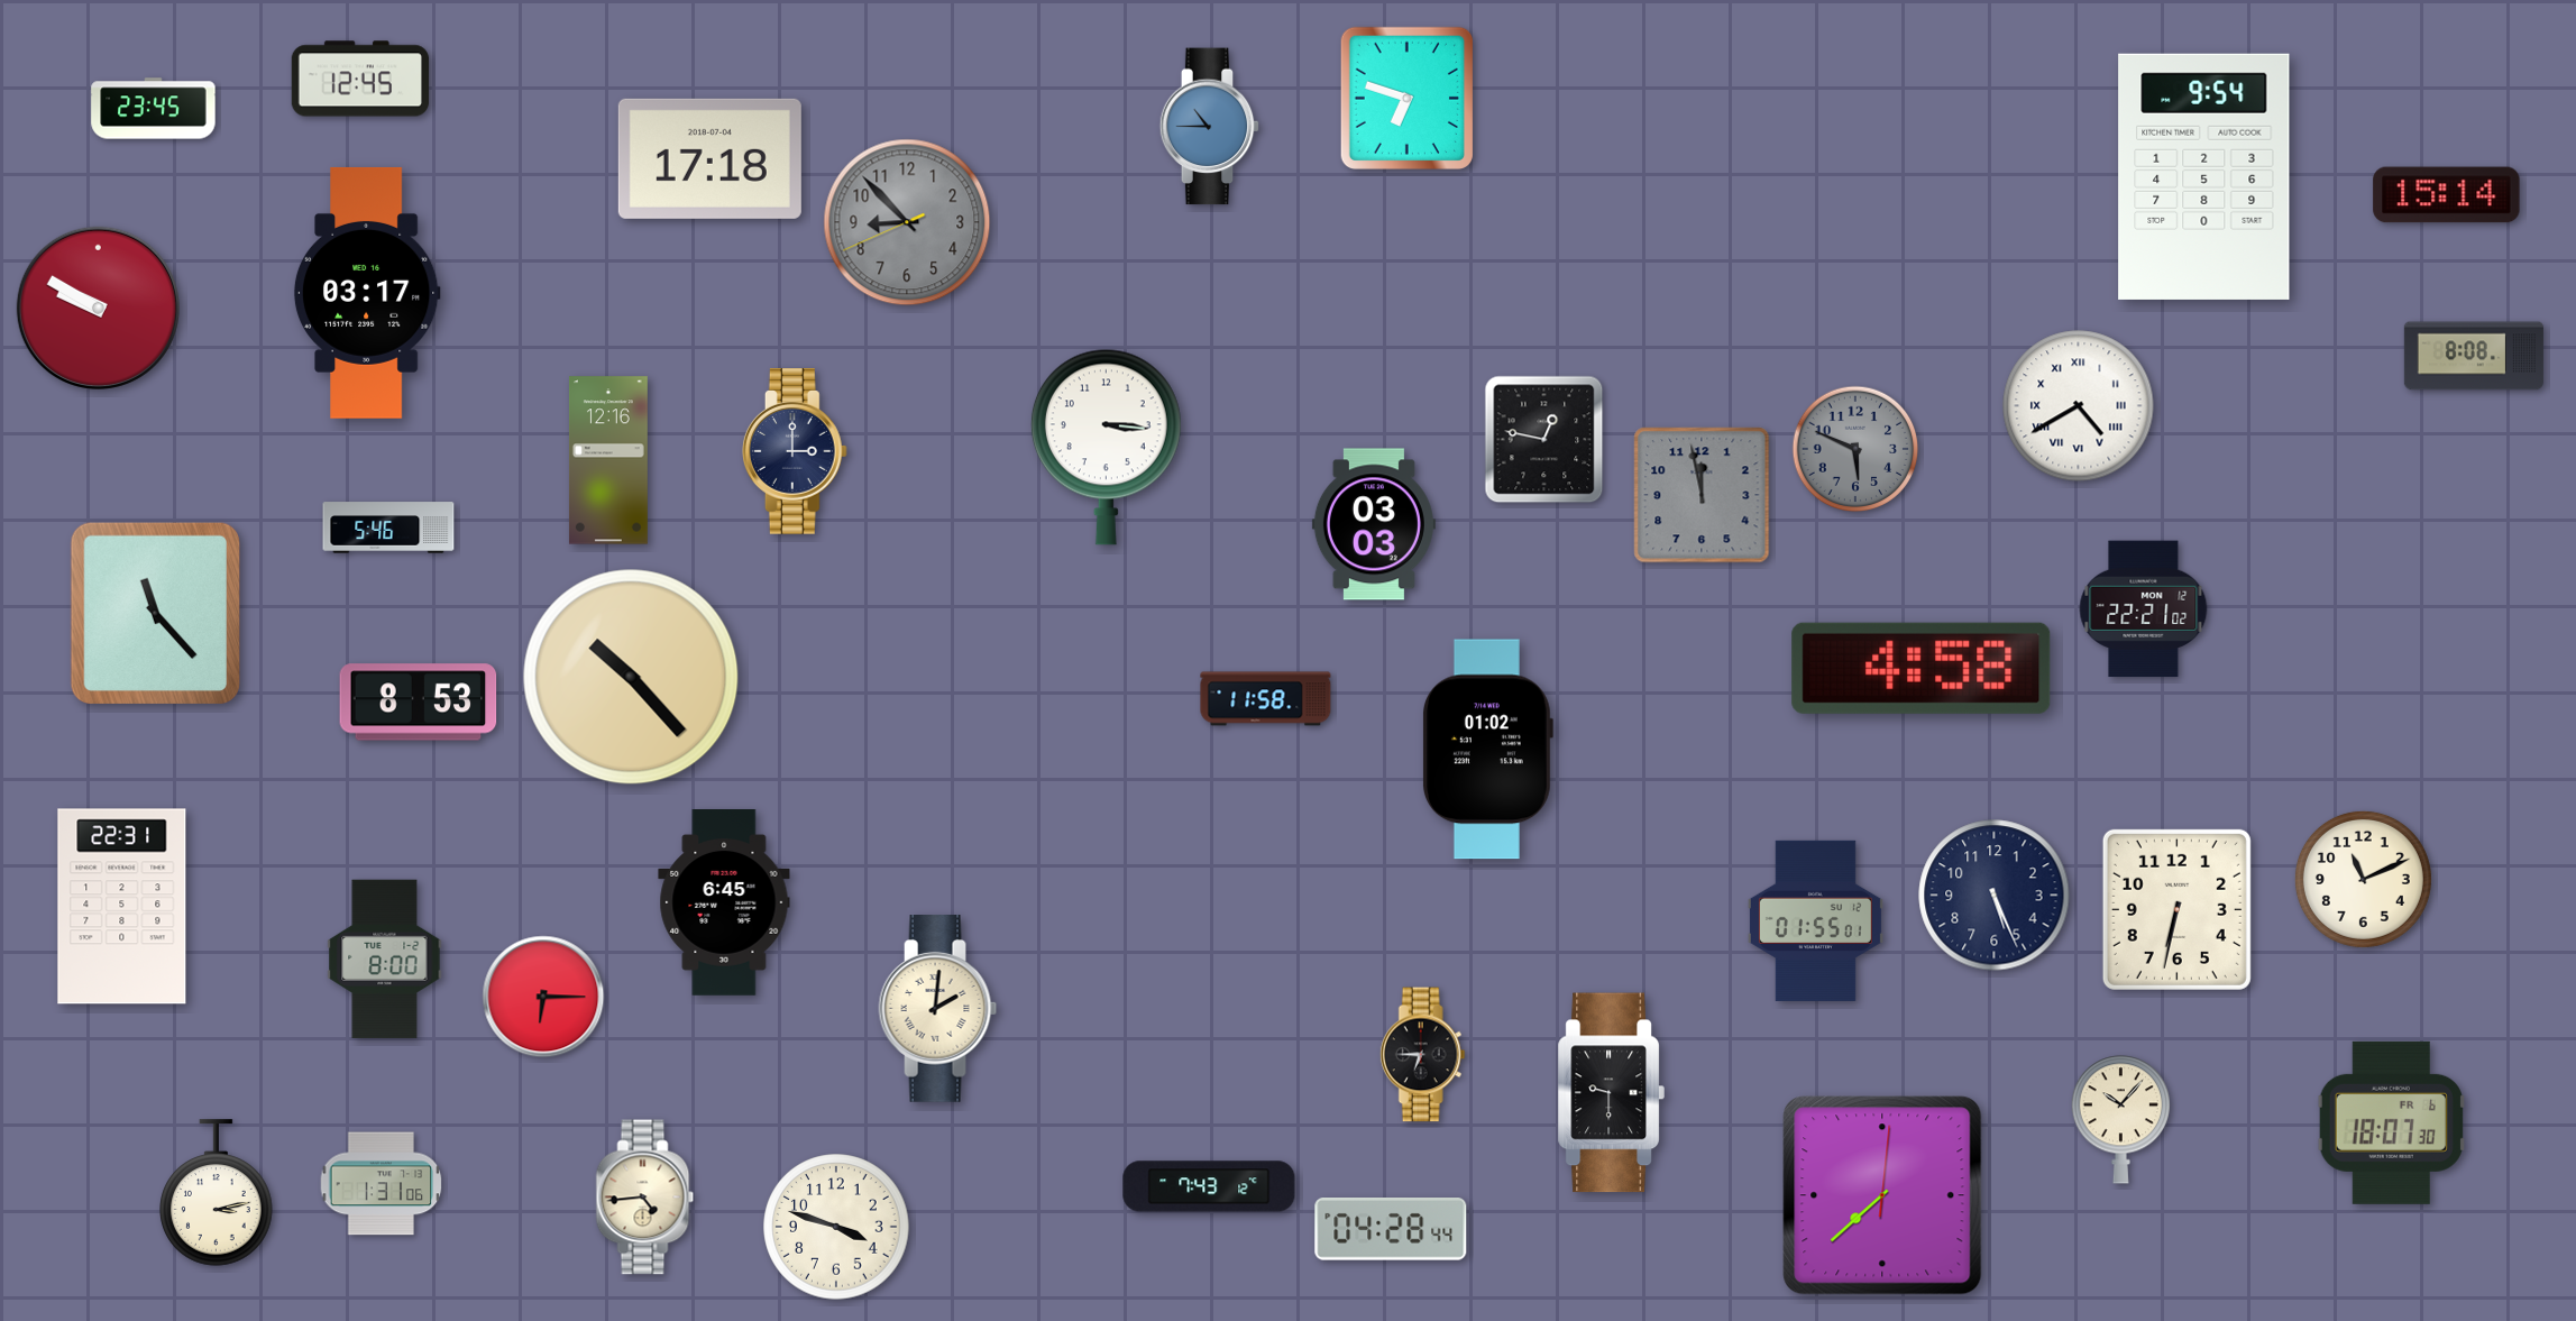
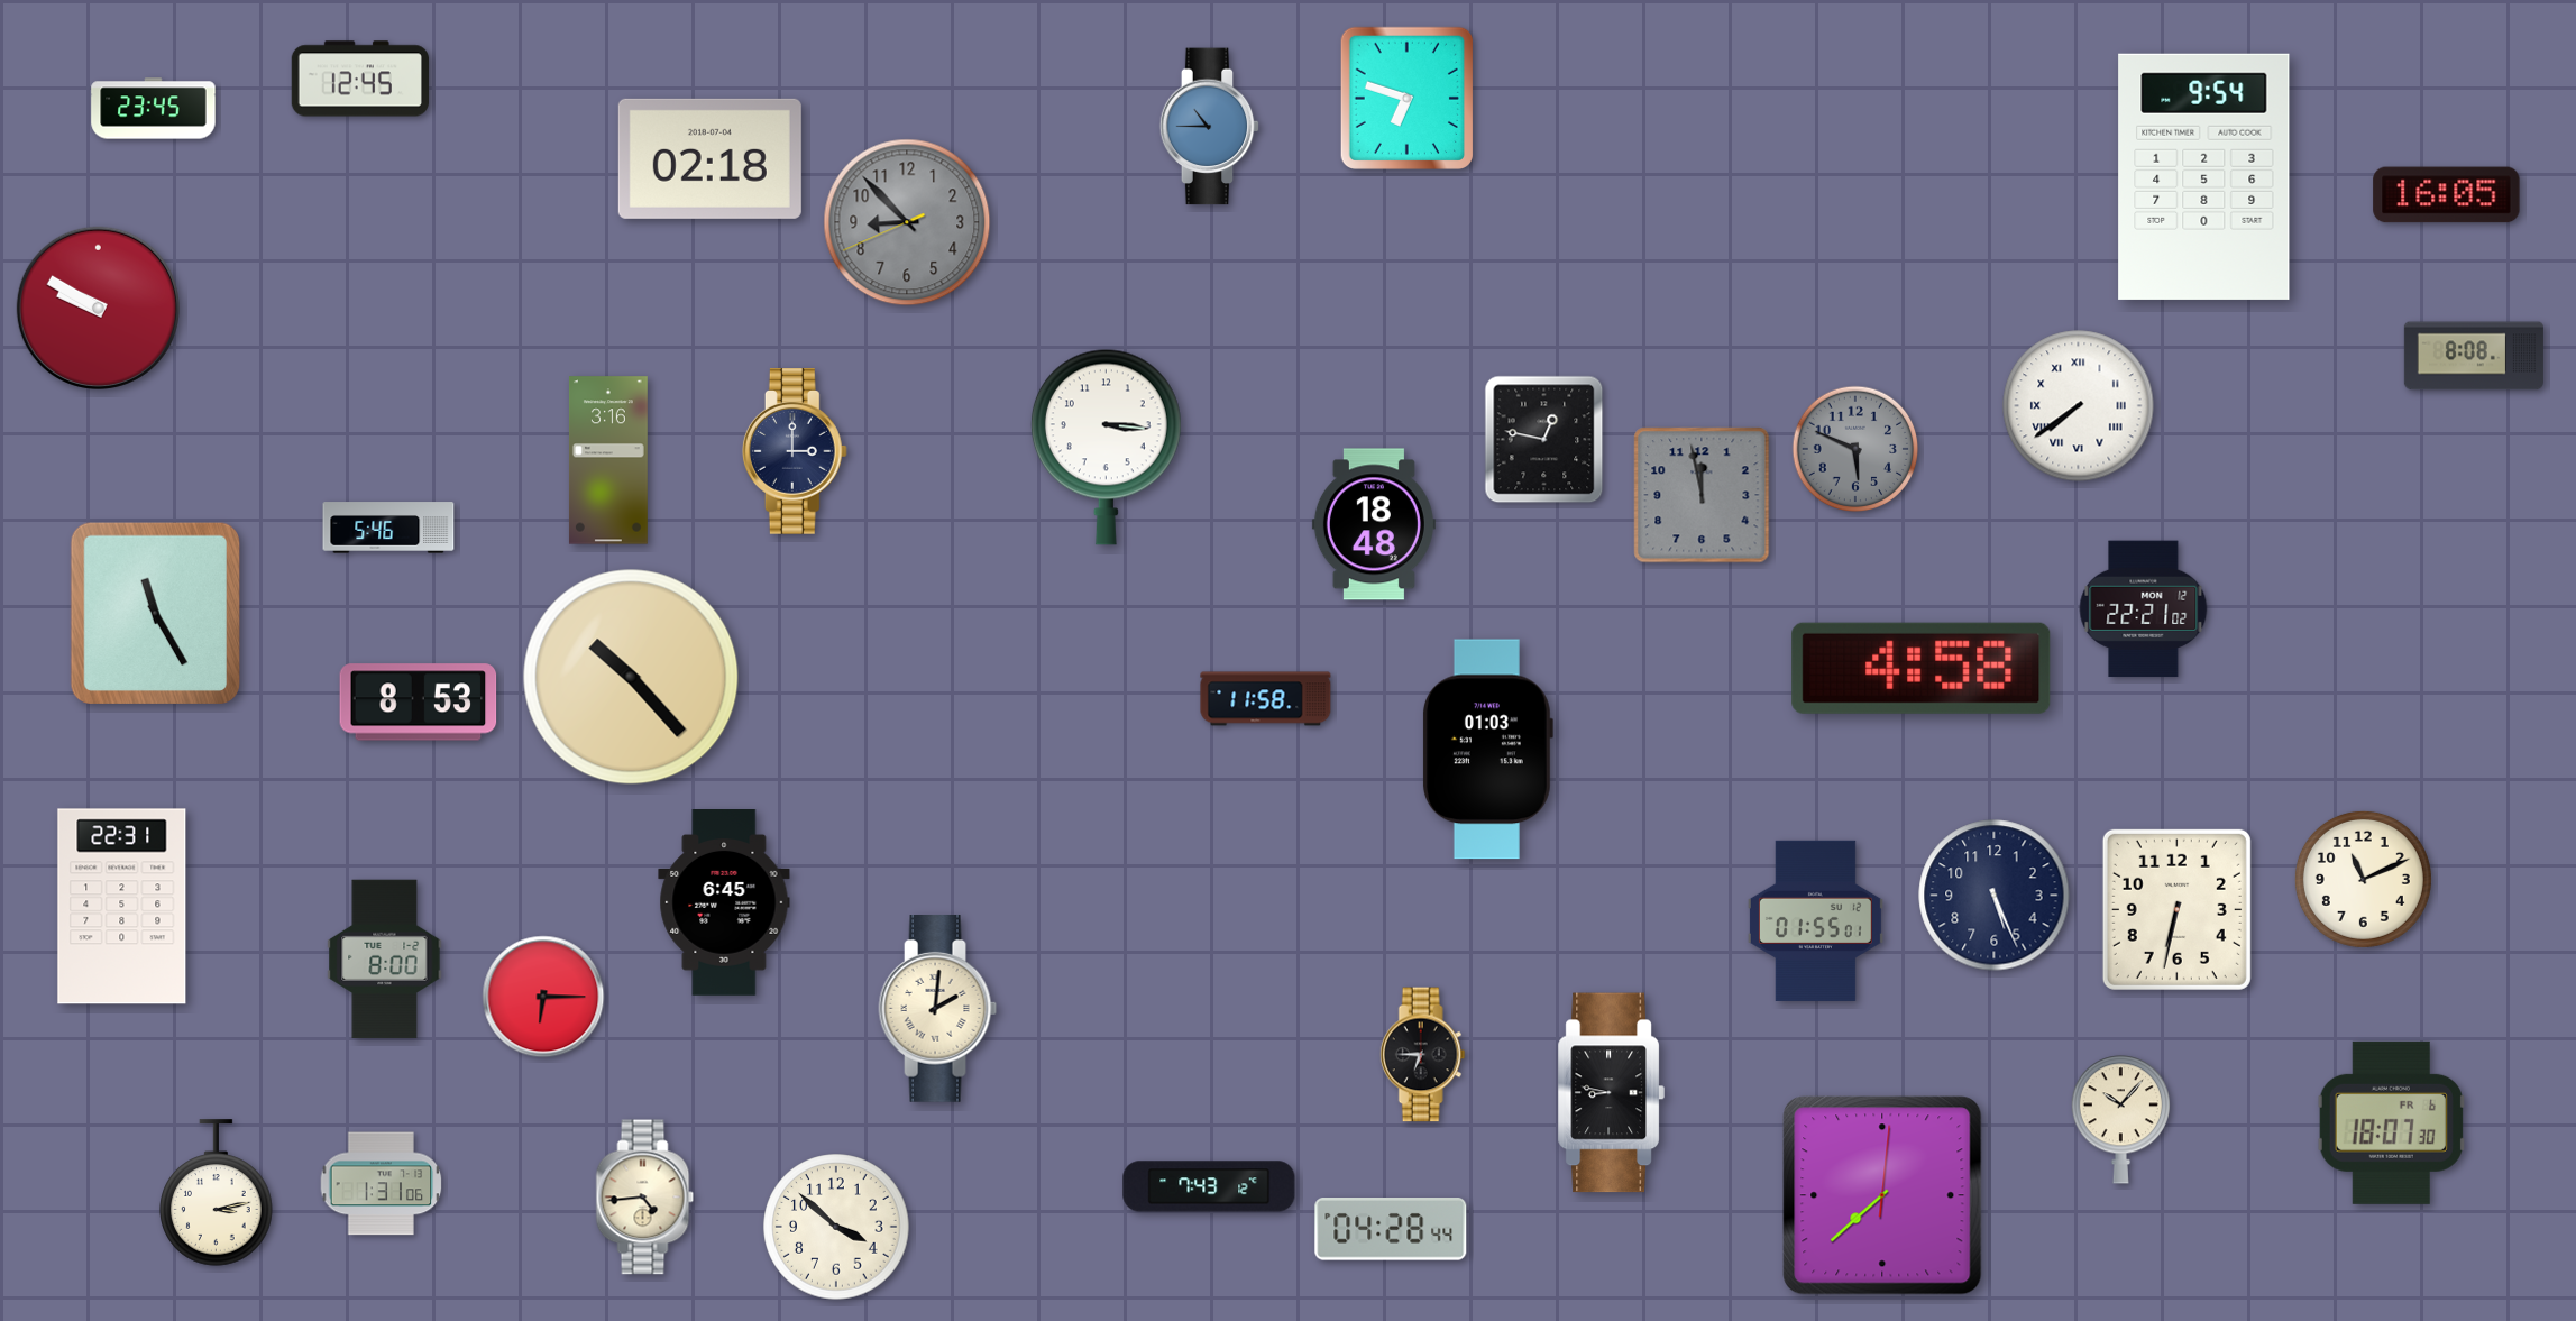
clock at (709, 158): 17:18 -> 02:18
clock at (2447, 195): 15:14 -> 16:05
clock at (367, 293): 03:17 -> none
clock at (2079, 406): 4:40 -> 7:39
clock at (608, 460): 12:16 -> 3:16
clock at (1374, 524): 03:03 -> 18:48
clock at (155, 613): 11:23 -> 11:25
clock at (1487, 750): 01:02 -> 01:03
clock at (1611, 1093): 9:30 -> 8:47
clock at (836, 1227): 3:48 -> 3:52
